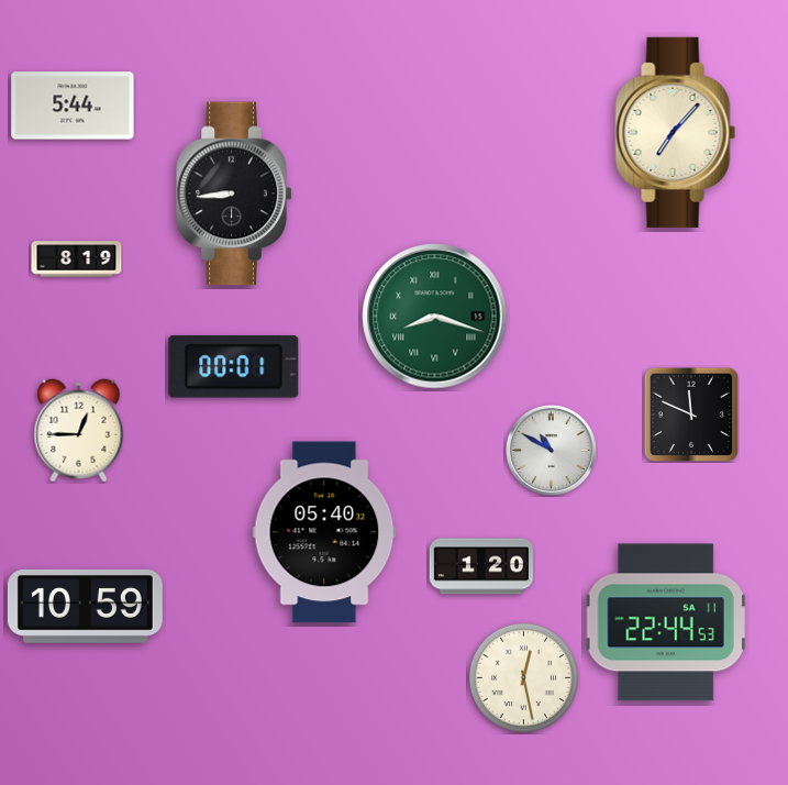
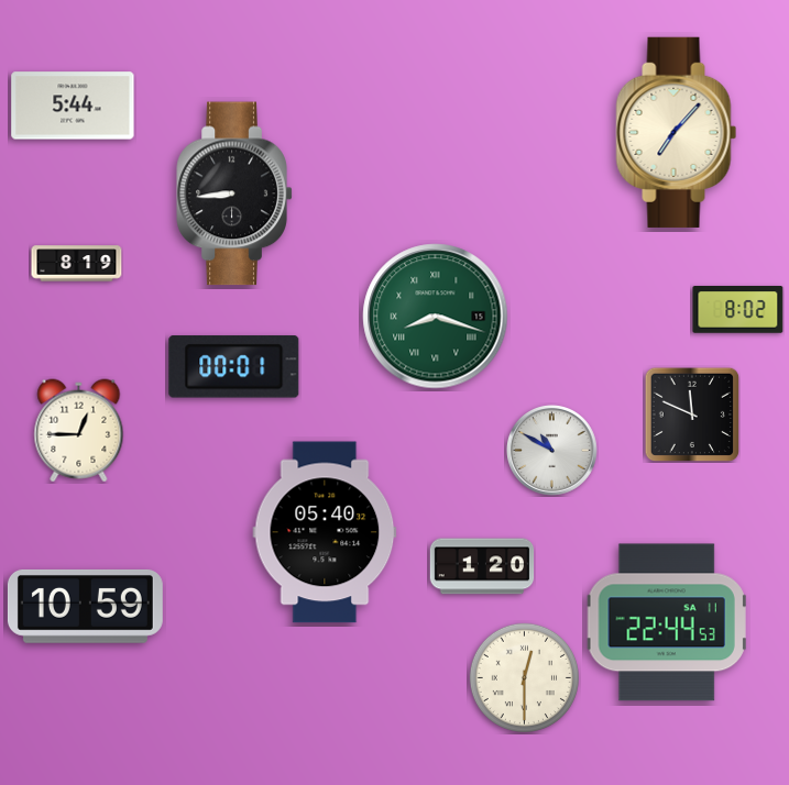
clock at (77, 259) position: (77, 259) -> (77, 264)
clock at (738, 310): none -> 8:02
clock at (523, 677): 12:28 -> 12:30
